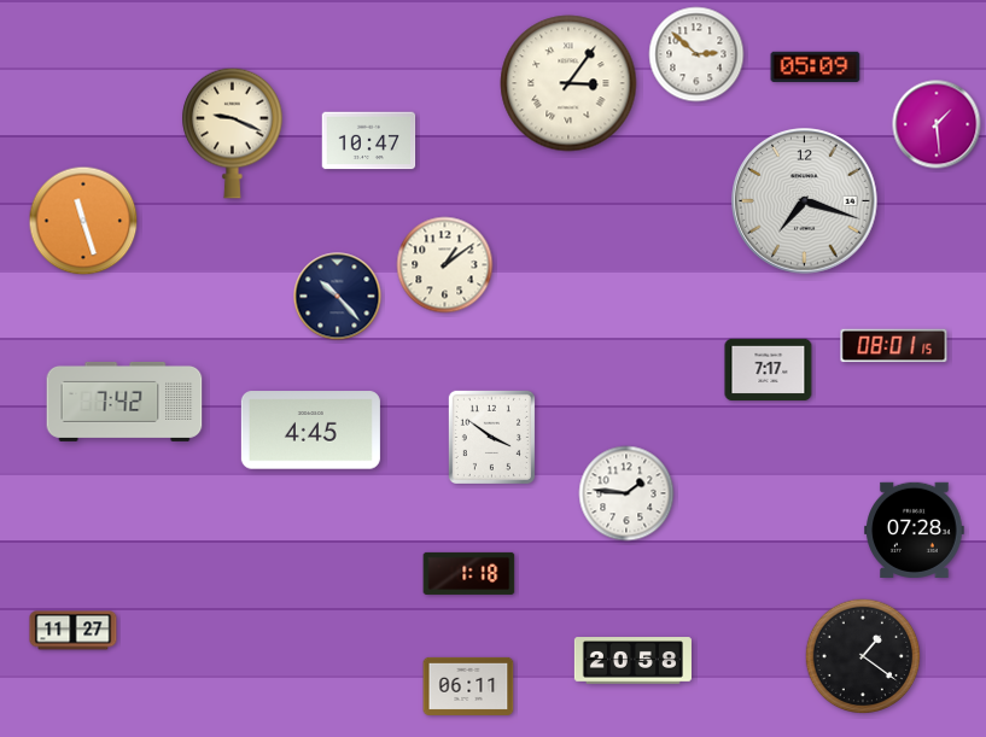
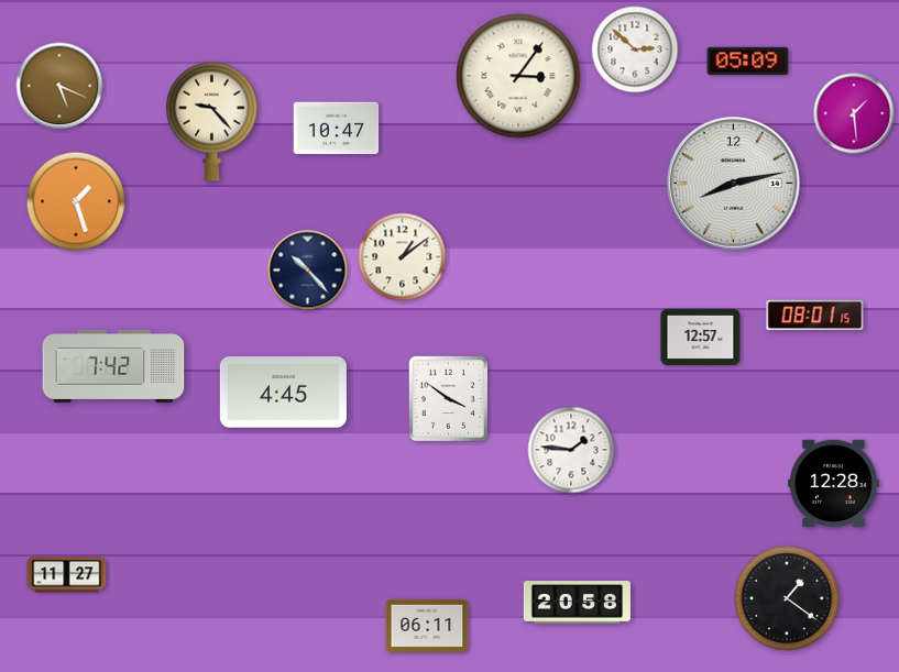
clock at (816, 66) position: (816, 66) -> (748, 60)
clock at (59, 86): none -> 5:19
clock at (233, 133): 9:19 -> 9:23
clock at (805, 201): 7:18 -> 8:13
clock at (83, 221): 11:27 -> 1:27
clock at (445, 265) position: (445, 265) -> (403, 257)
clock at (769, 370): 7:17 -> 12:57
clock at (915, 530): 07:28 -> 12:28
clock at (469, 573): 1:18 -> none
